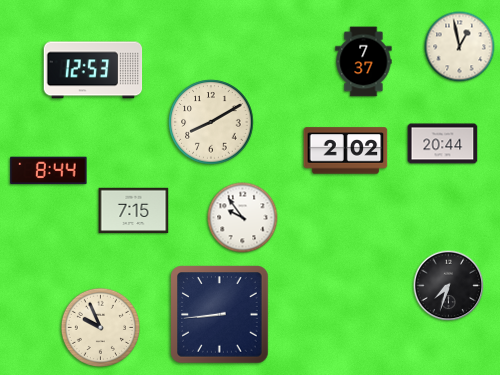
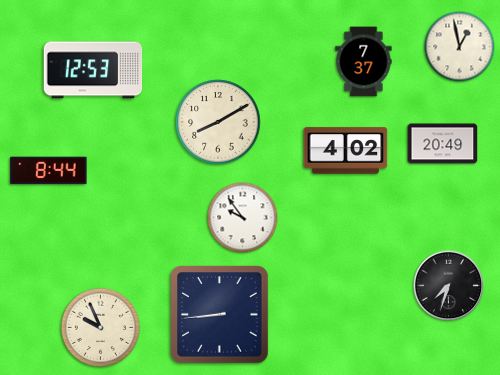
clock at (211, 122) position: (211, 122) -> (218, 122)
clock at (443, 144): 20:44 -> 20:49
clock at (346, 151): 2:02 -> 4:02
clock at (134, 211): 7:15 -> none
